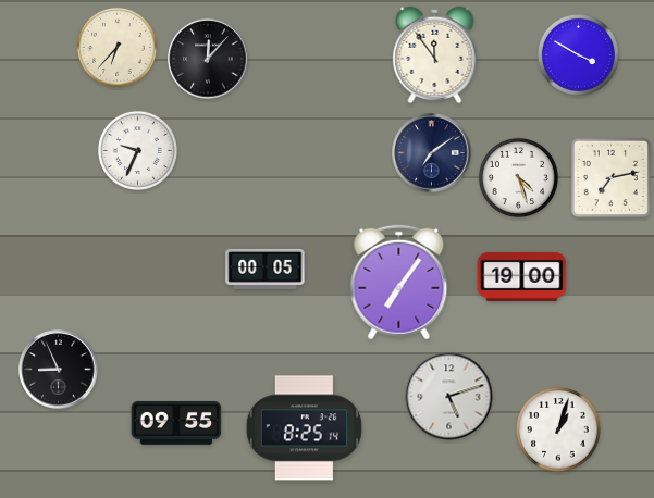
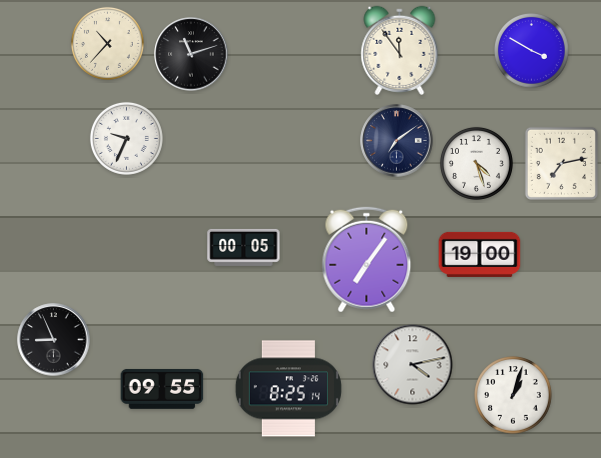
clock at (116, 47): 6:37 -> 10:37
clock at (208, 59): 12:07 -> 11:12
clock at (449, 397): 5:12 -> 4:13
clock at (304, 428) position: (304, 428) -> (288, 389)
